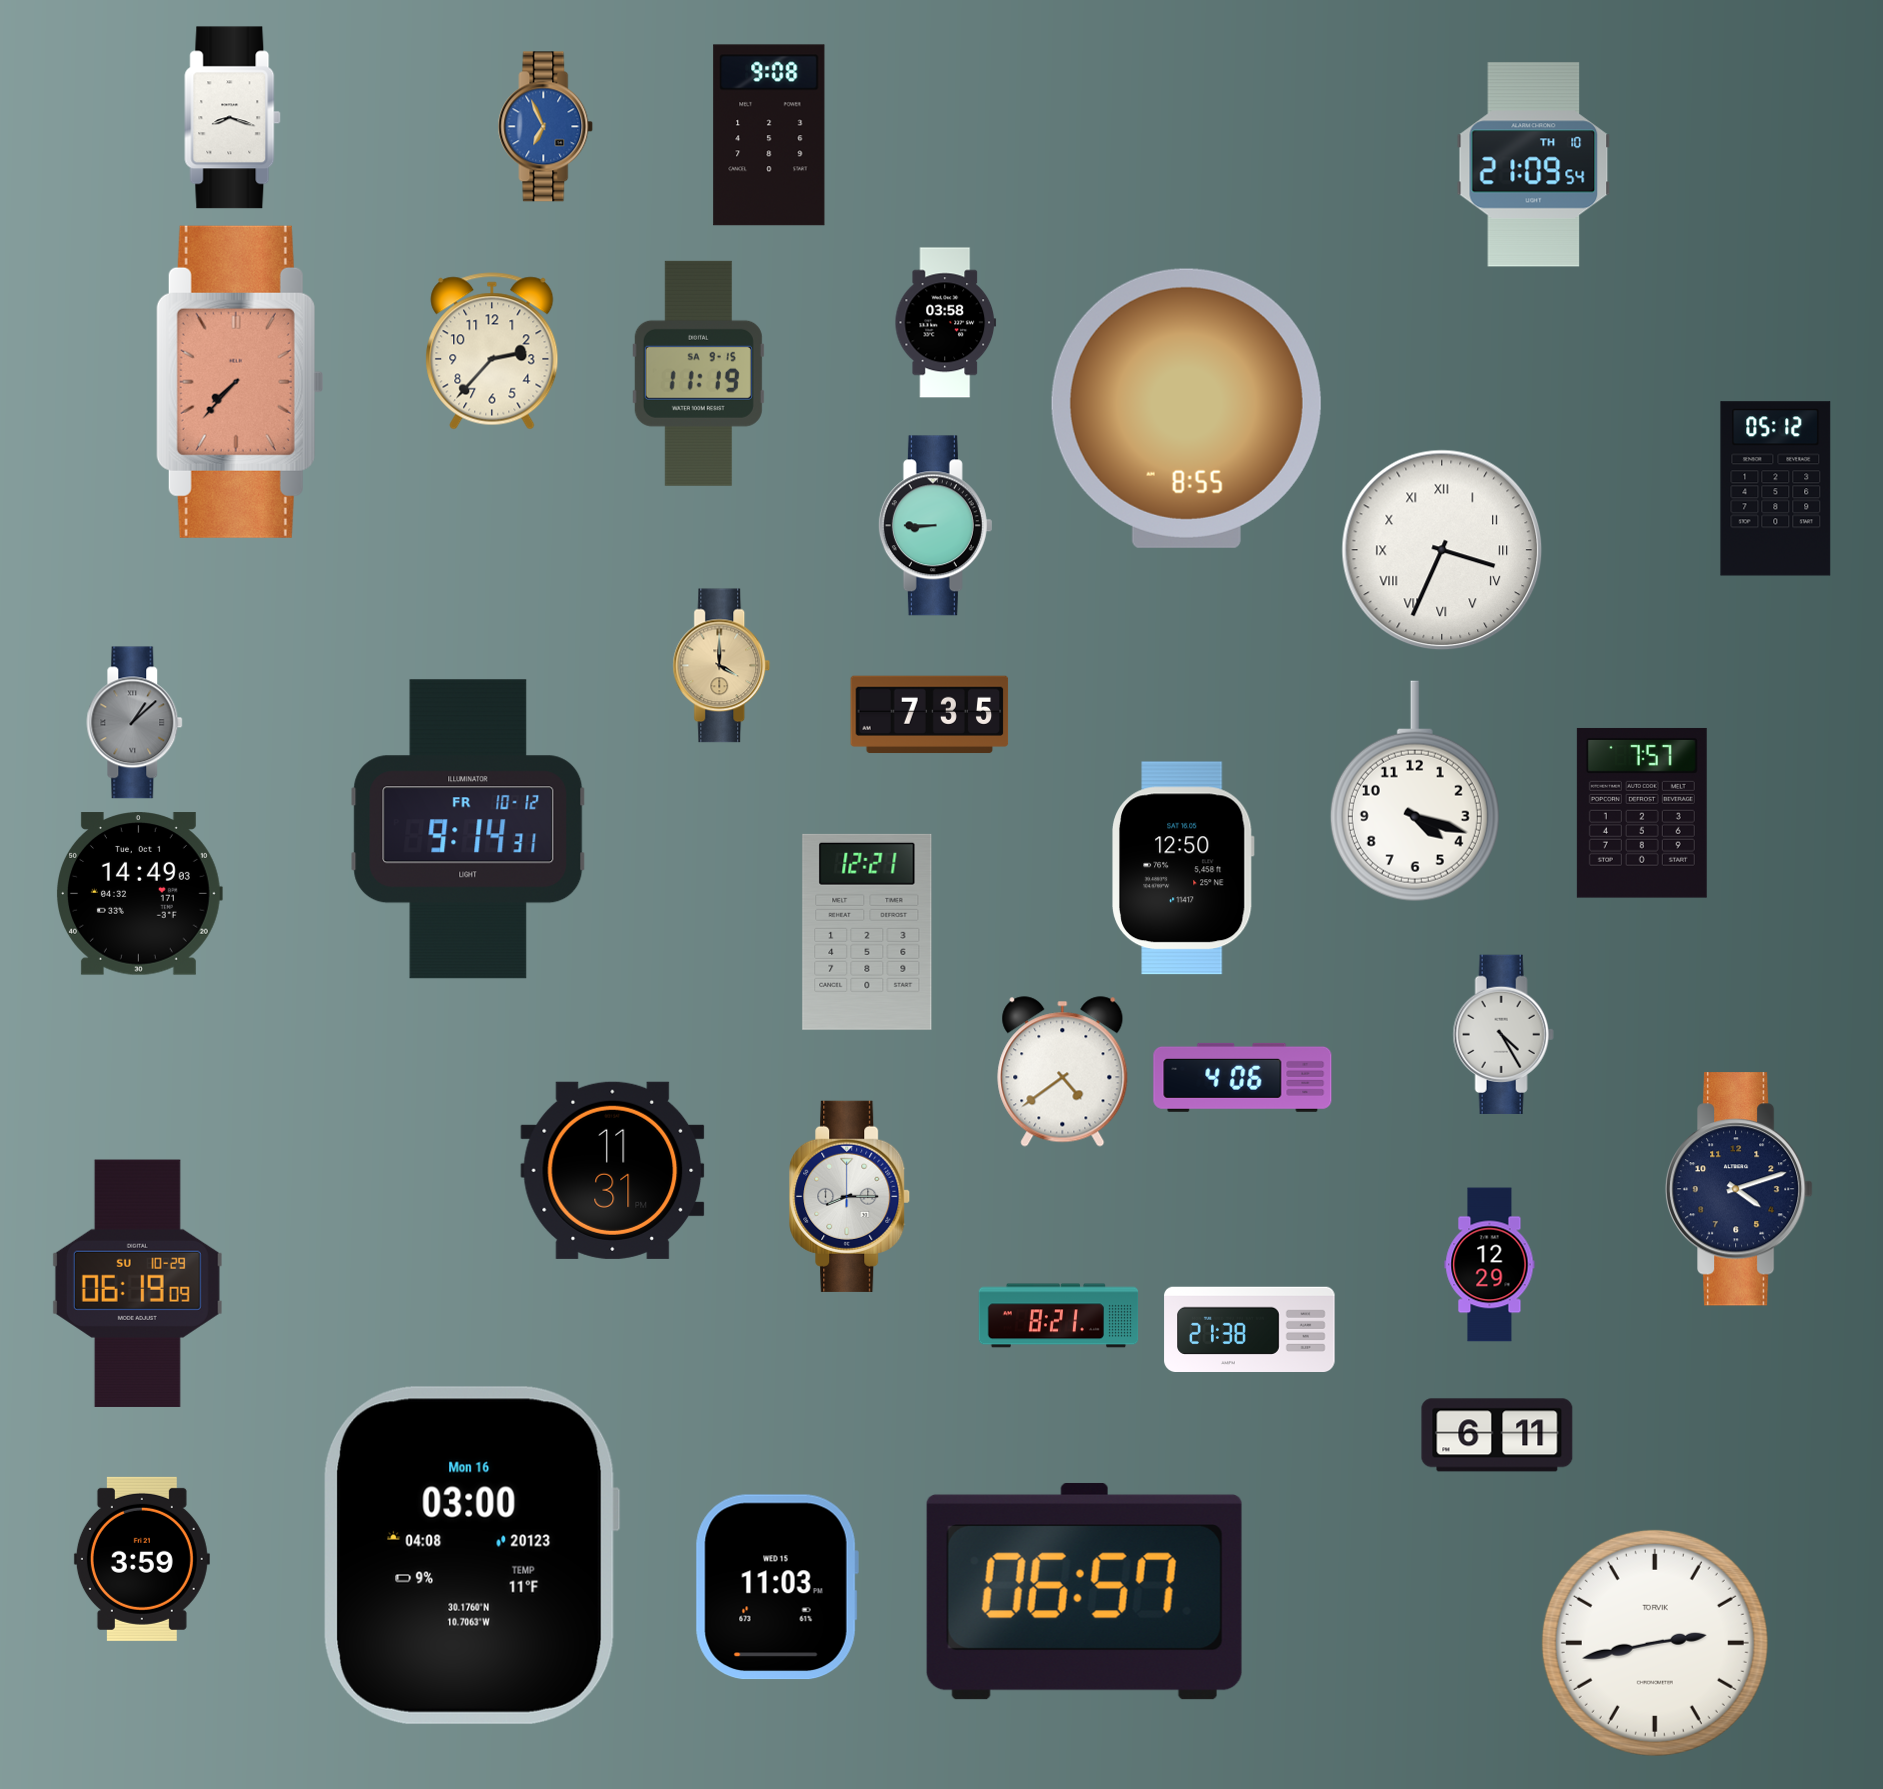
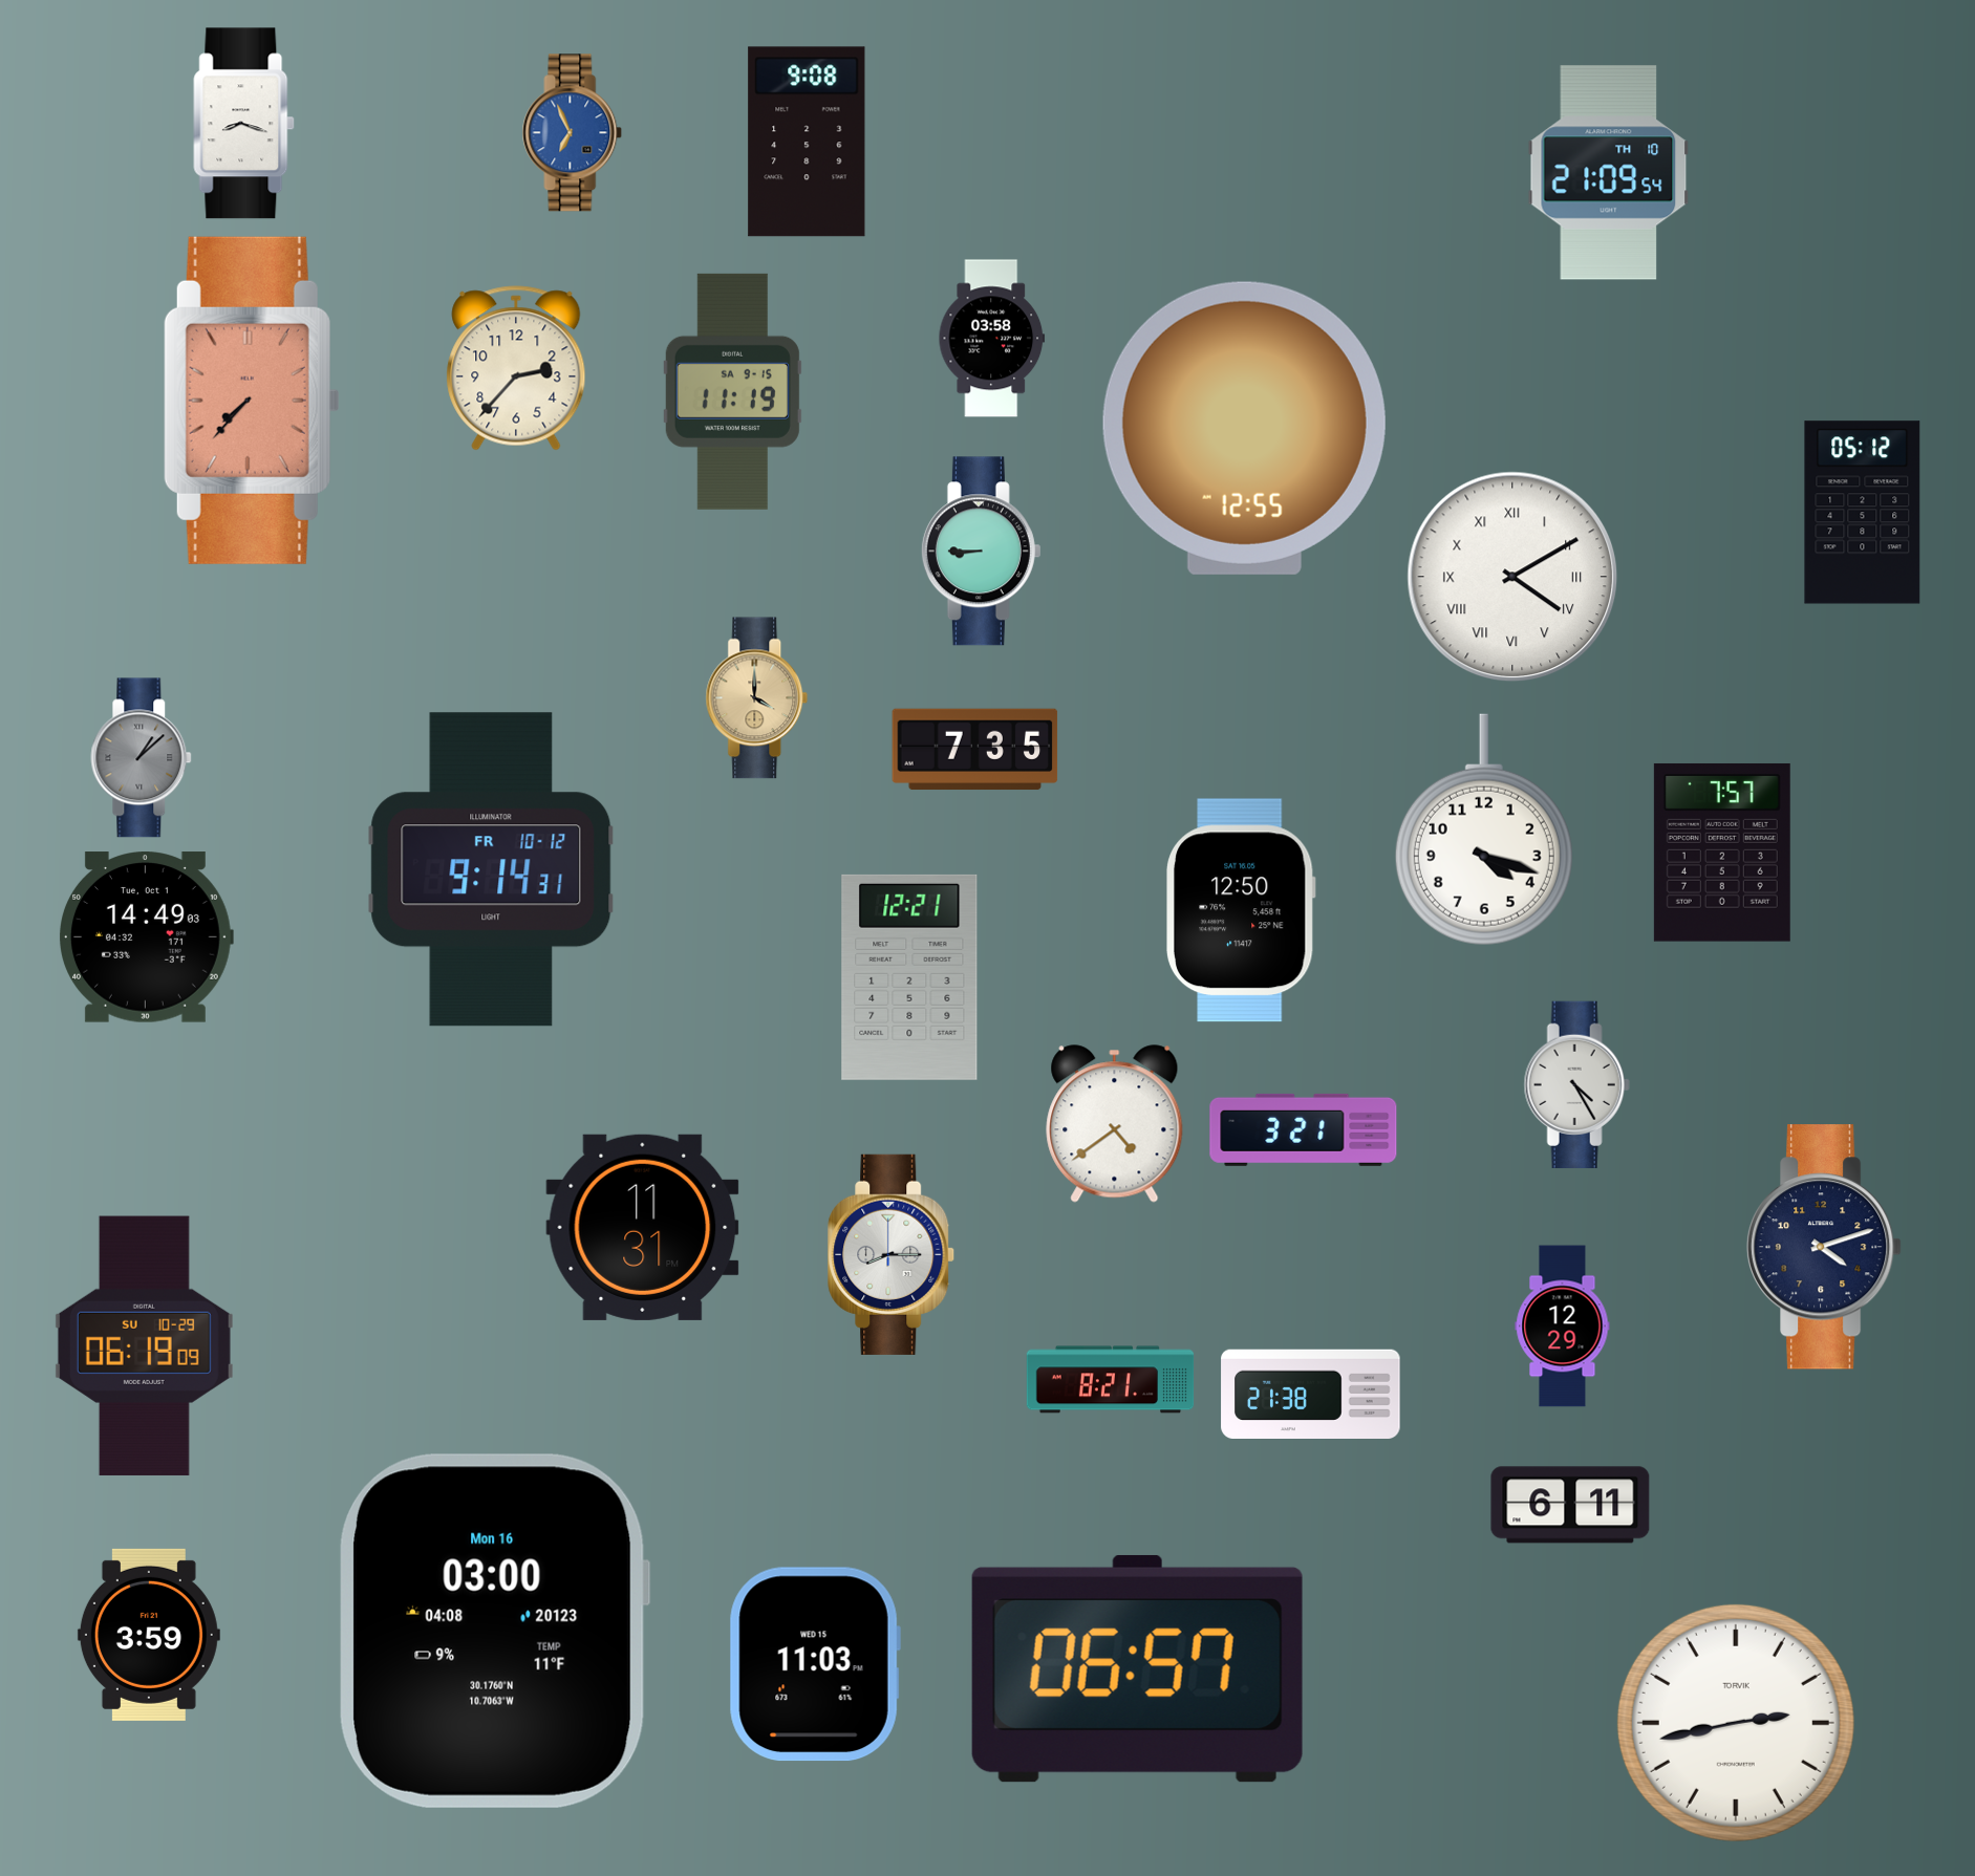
clock at (1186, 408): 8:55 -> 12:55
clock at (1442, 550): 3:34 -> 4:10
clock at (1243, 1077): 4:06 -> 3:21
